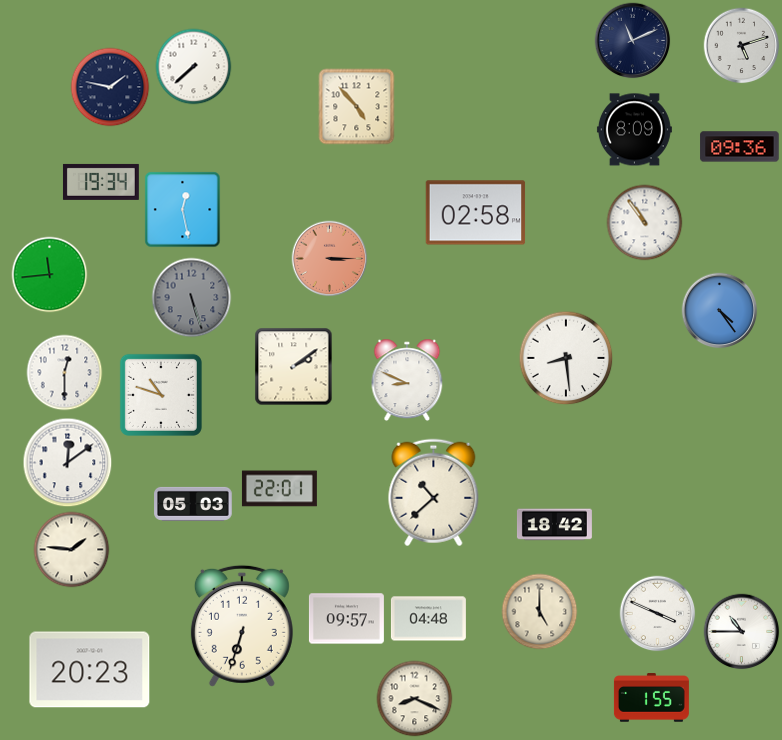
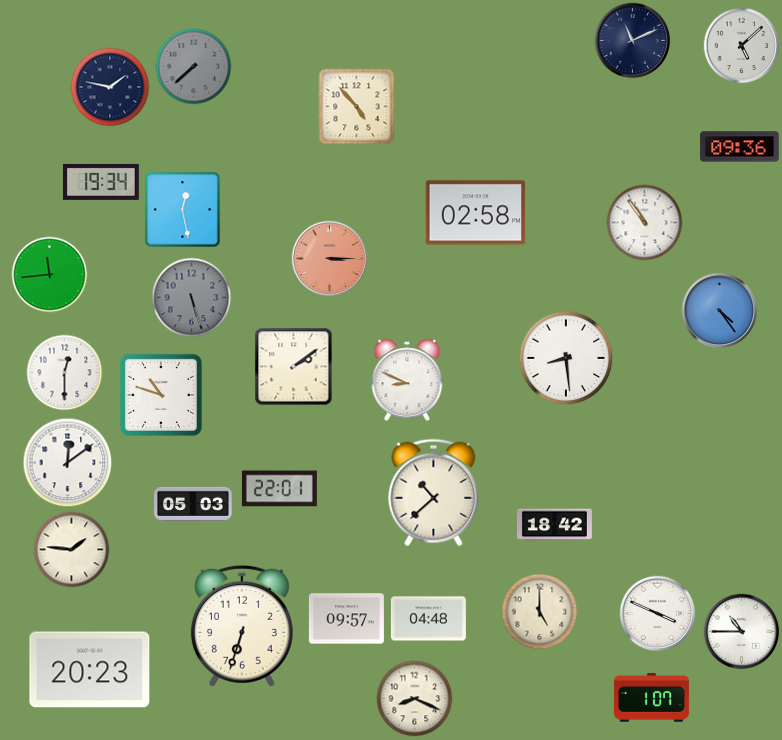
clock at (742, 46): 5:12 -> 5:08
clock at (194, 67) dial: white -> grey
clock at (634, 130): 8:09 -> none
clock at (651, 698): 1:55 -> 1:07
